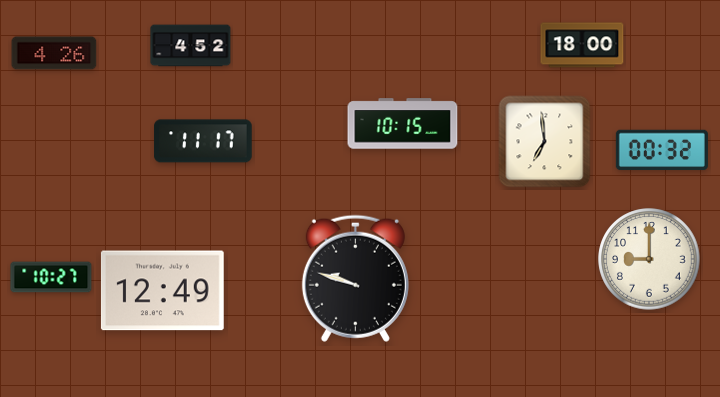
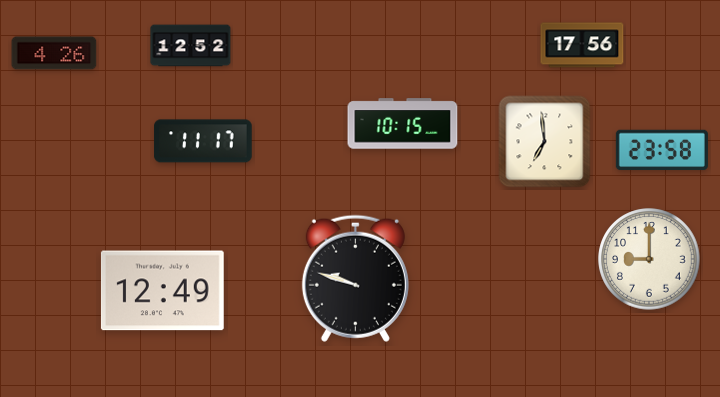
clock at (582, 45): 18:00 -> 17:56
clock at (191, 46): 4:52 -> 12:52
clock at (662, 150): 00:32 -> 23:58
clock at (51, 277): 10:27 -> none
